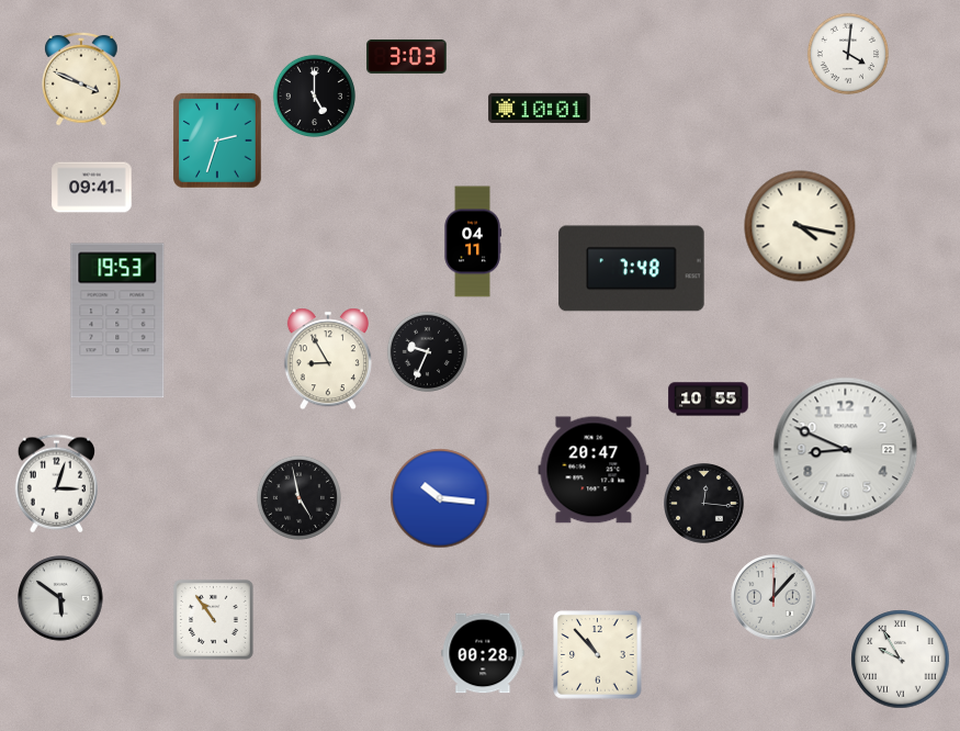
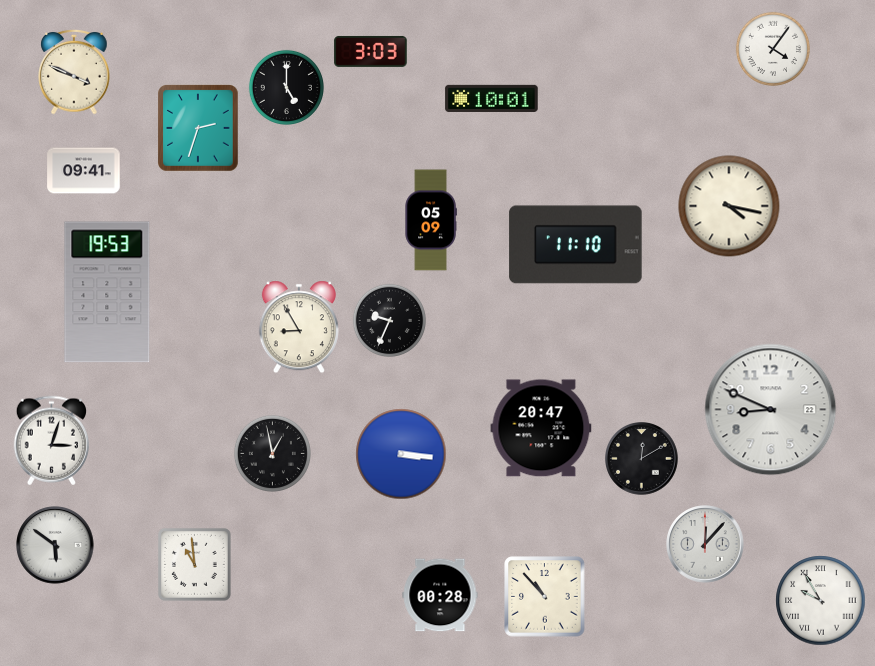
clock at (848, 54): 4:01 -> 4:06
clock at (473, 241): 04:11 -> 05:09
clock at (632, 269): 7:48 -> 11:10
clock at (709, 400): 10:55 -> none
clock at (298, 497): 4:58 -> 12:58
clock at (440, 498): 10:16 -> 3:16
clock at (704, 504): 12:16 -> 12:10
clock at (213, 619): 10:54 -> 10:59
